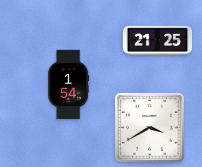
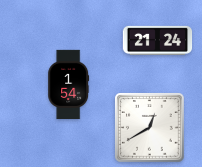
clock at (158, 40): 21:25 -> 21:24
clock at (150, 128): 3:40 -> 12:40
